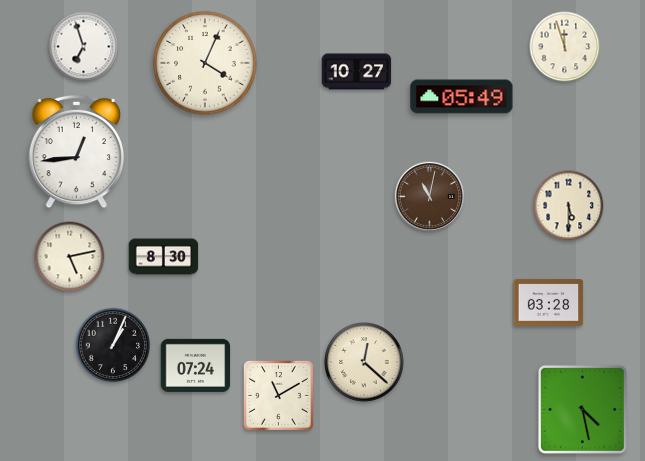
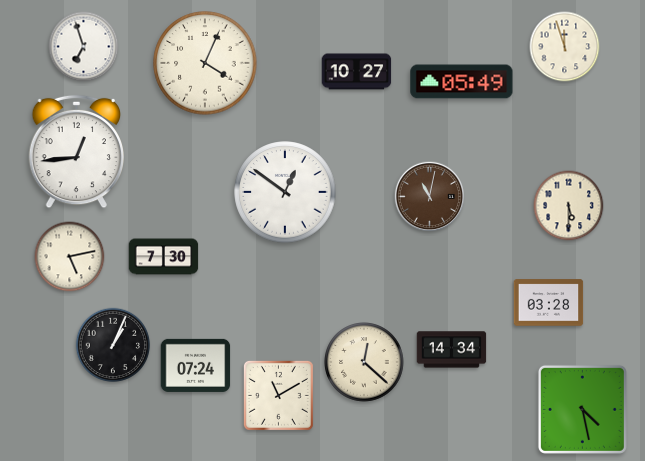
clock at (462, 97) position: (462, 97) -> (462, 82)
clock at (285, 192): none -> 12:51
clock at (164, 257): 8:30 -> 7:30
clock at (452, 350): none -> 14:34
